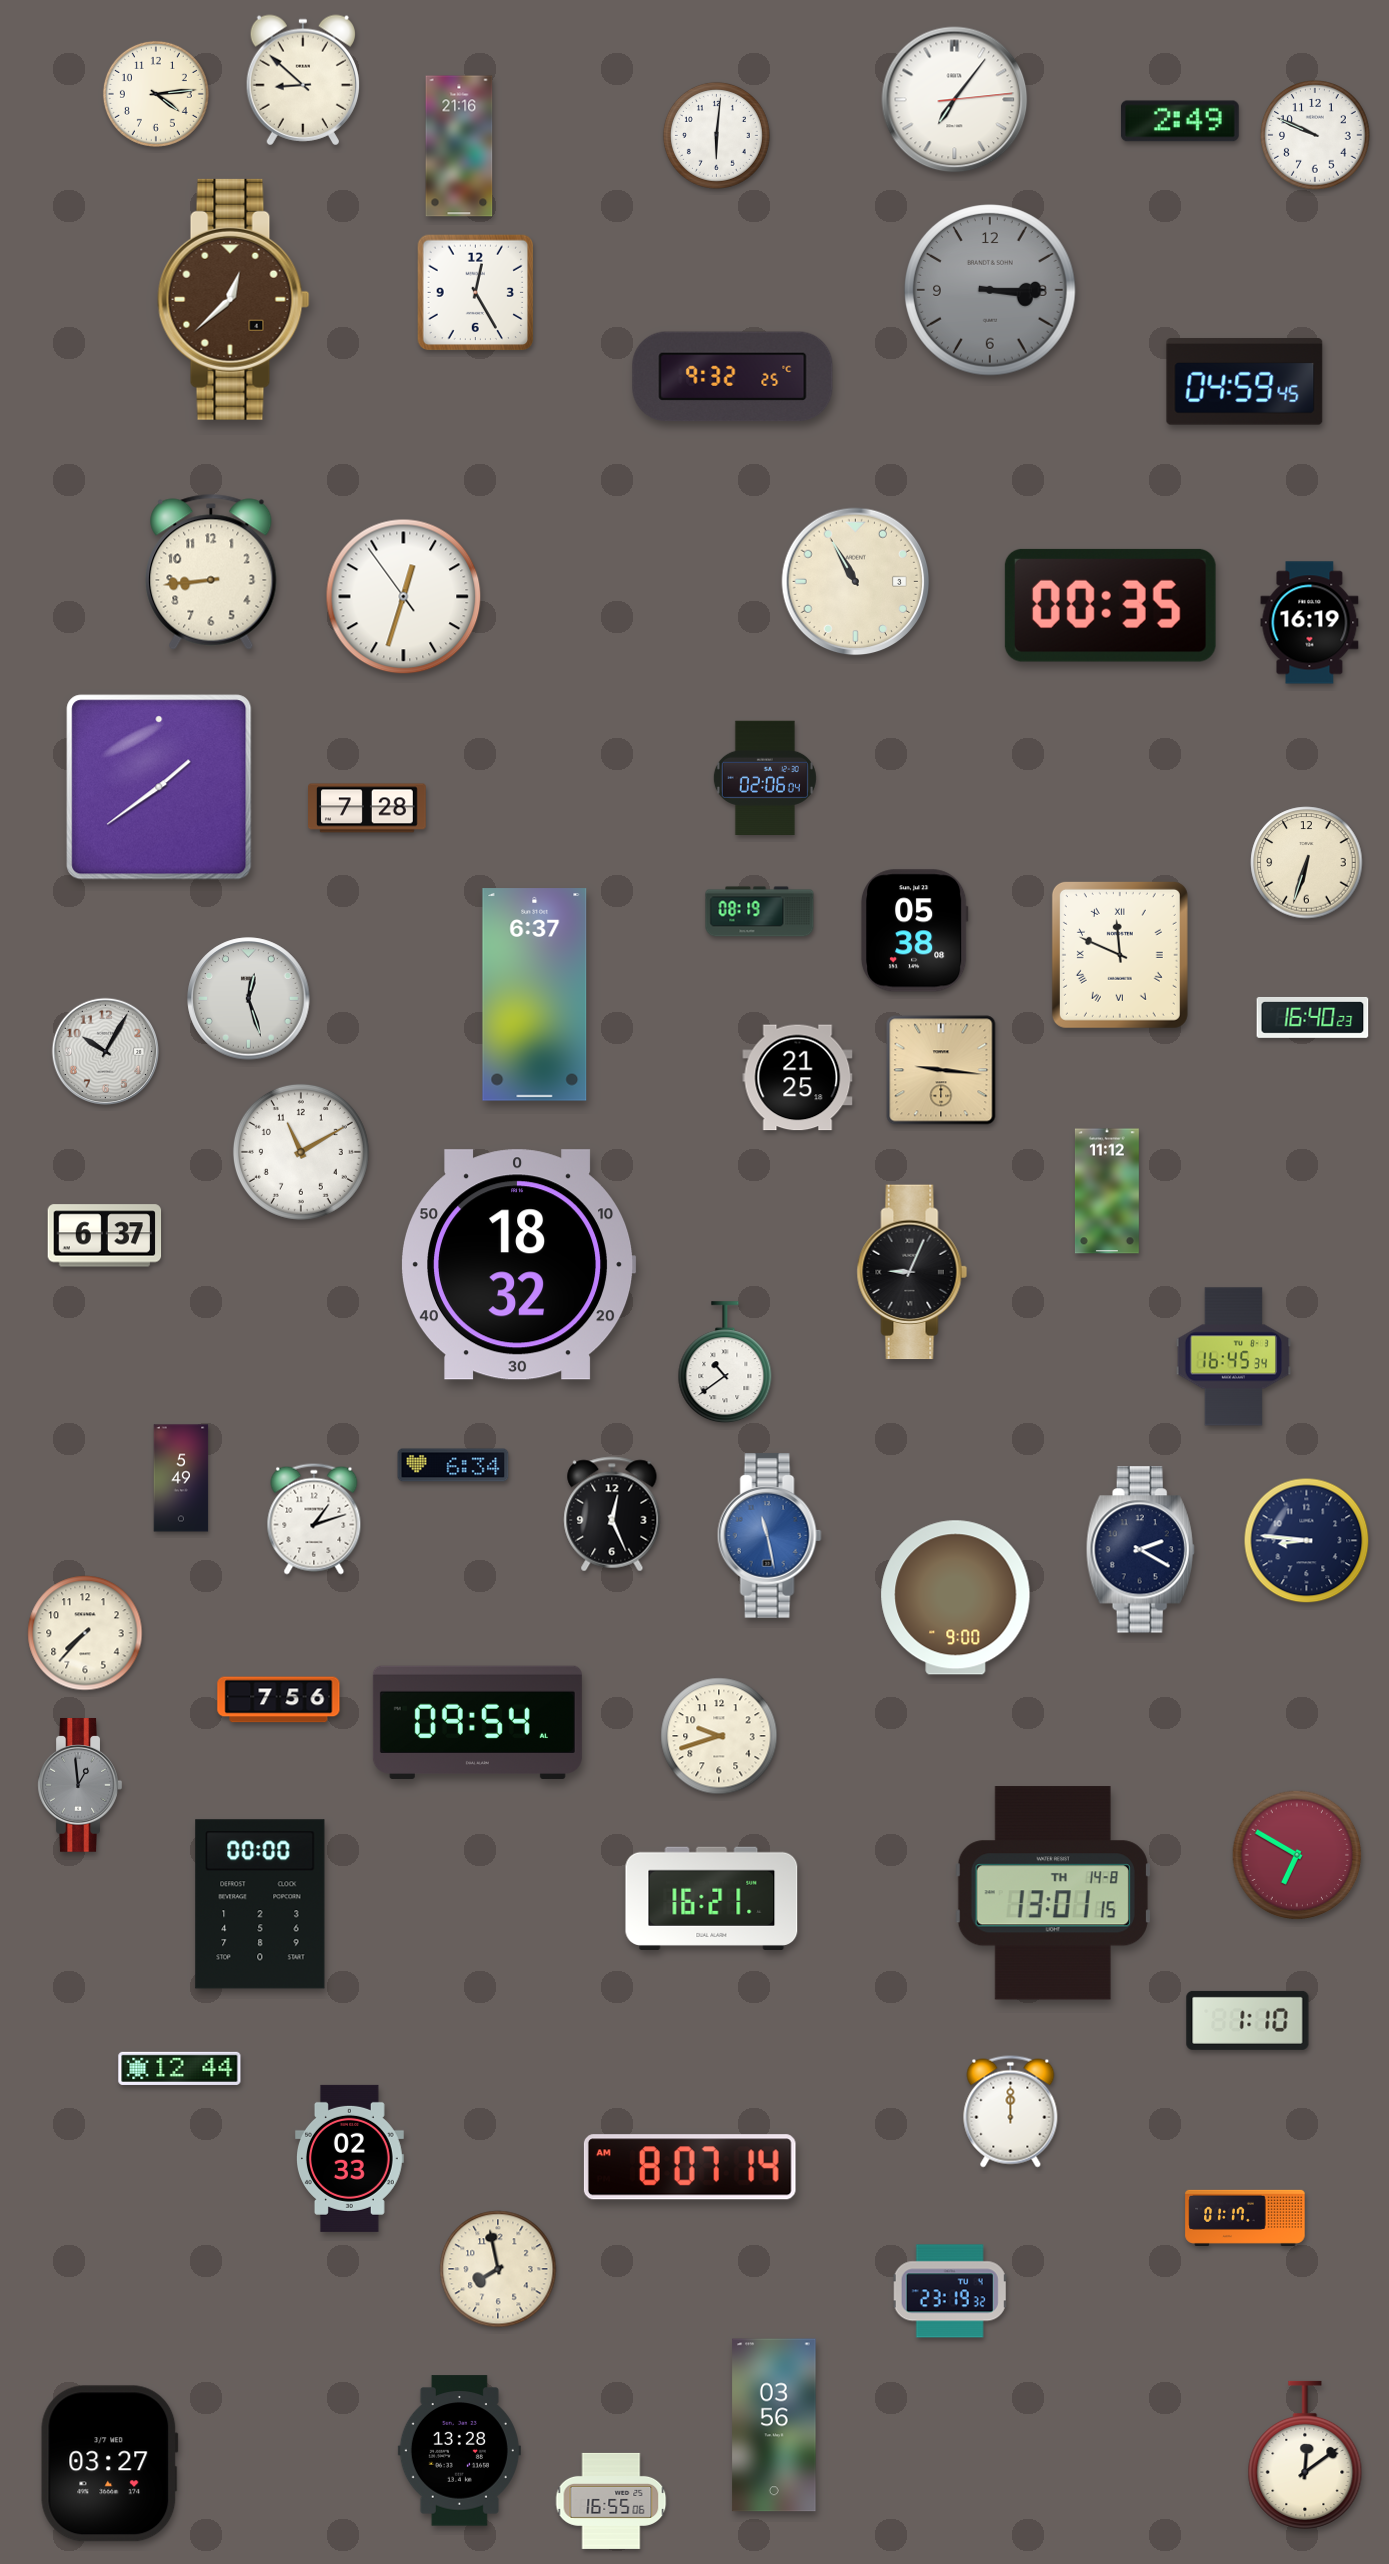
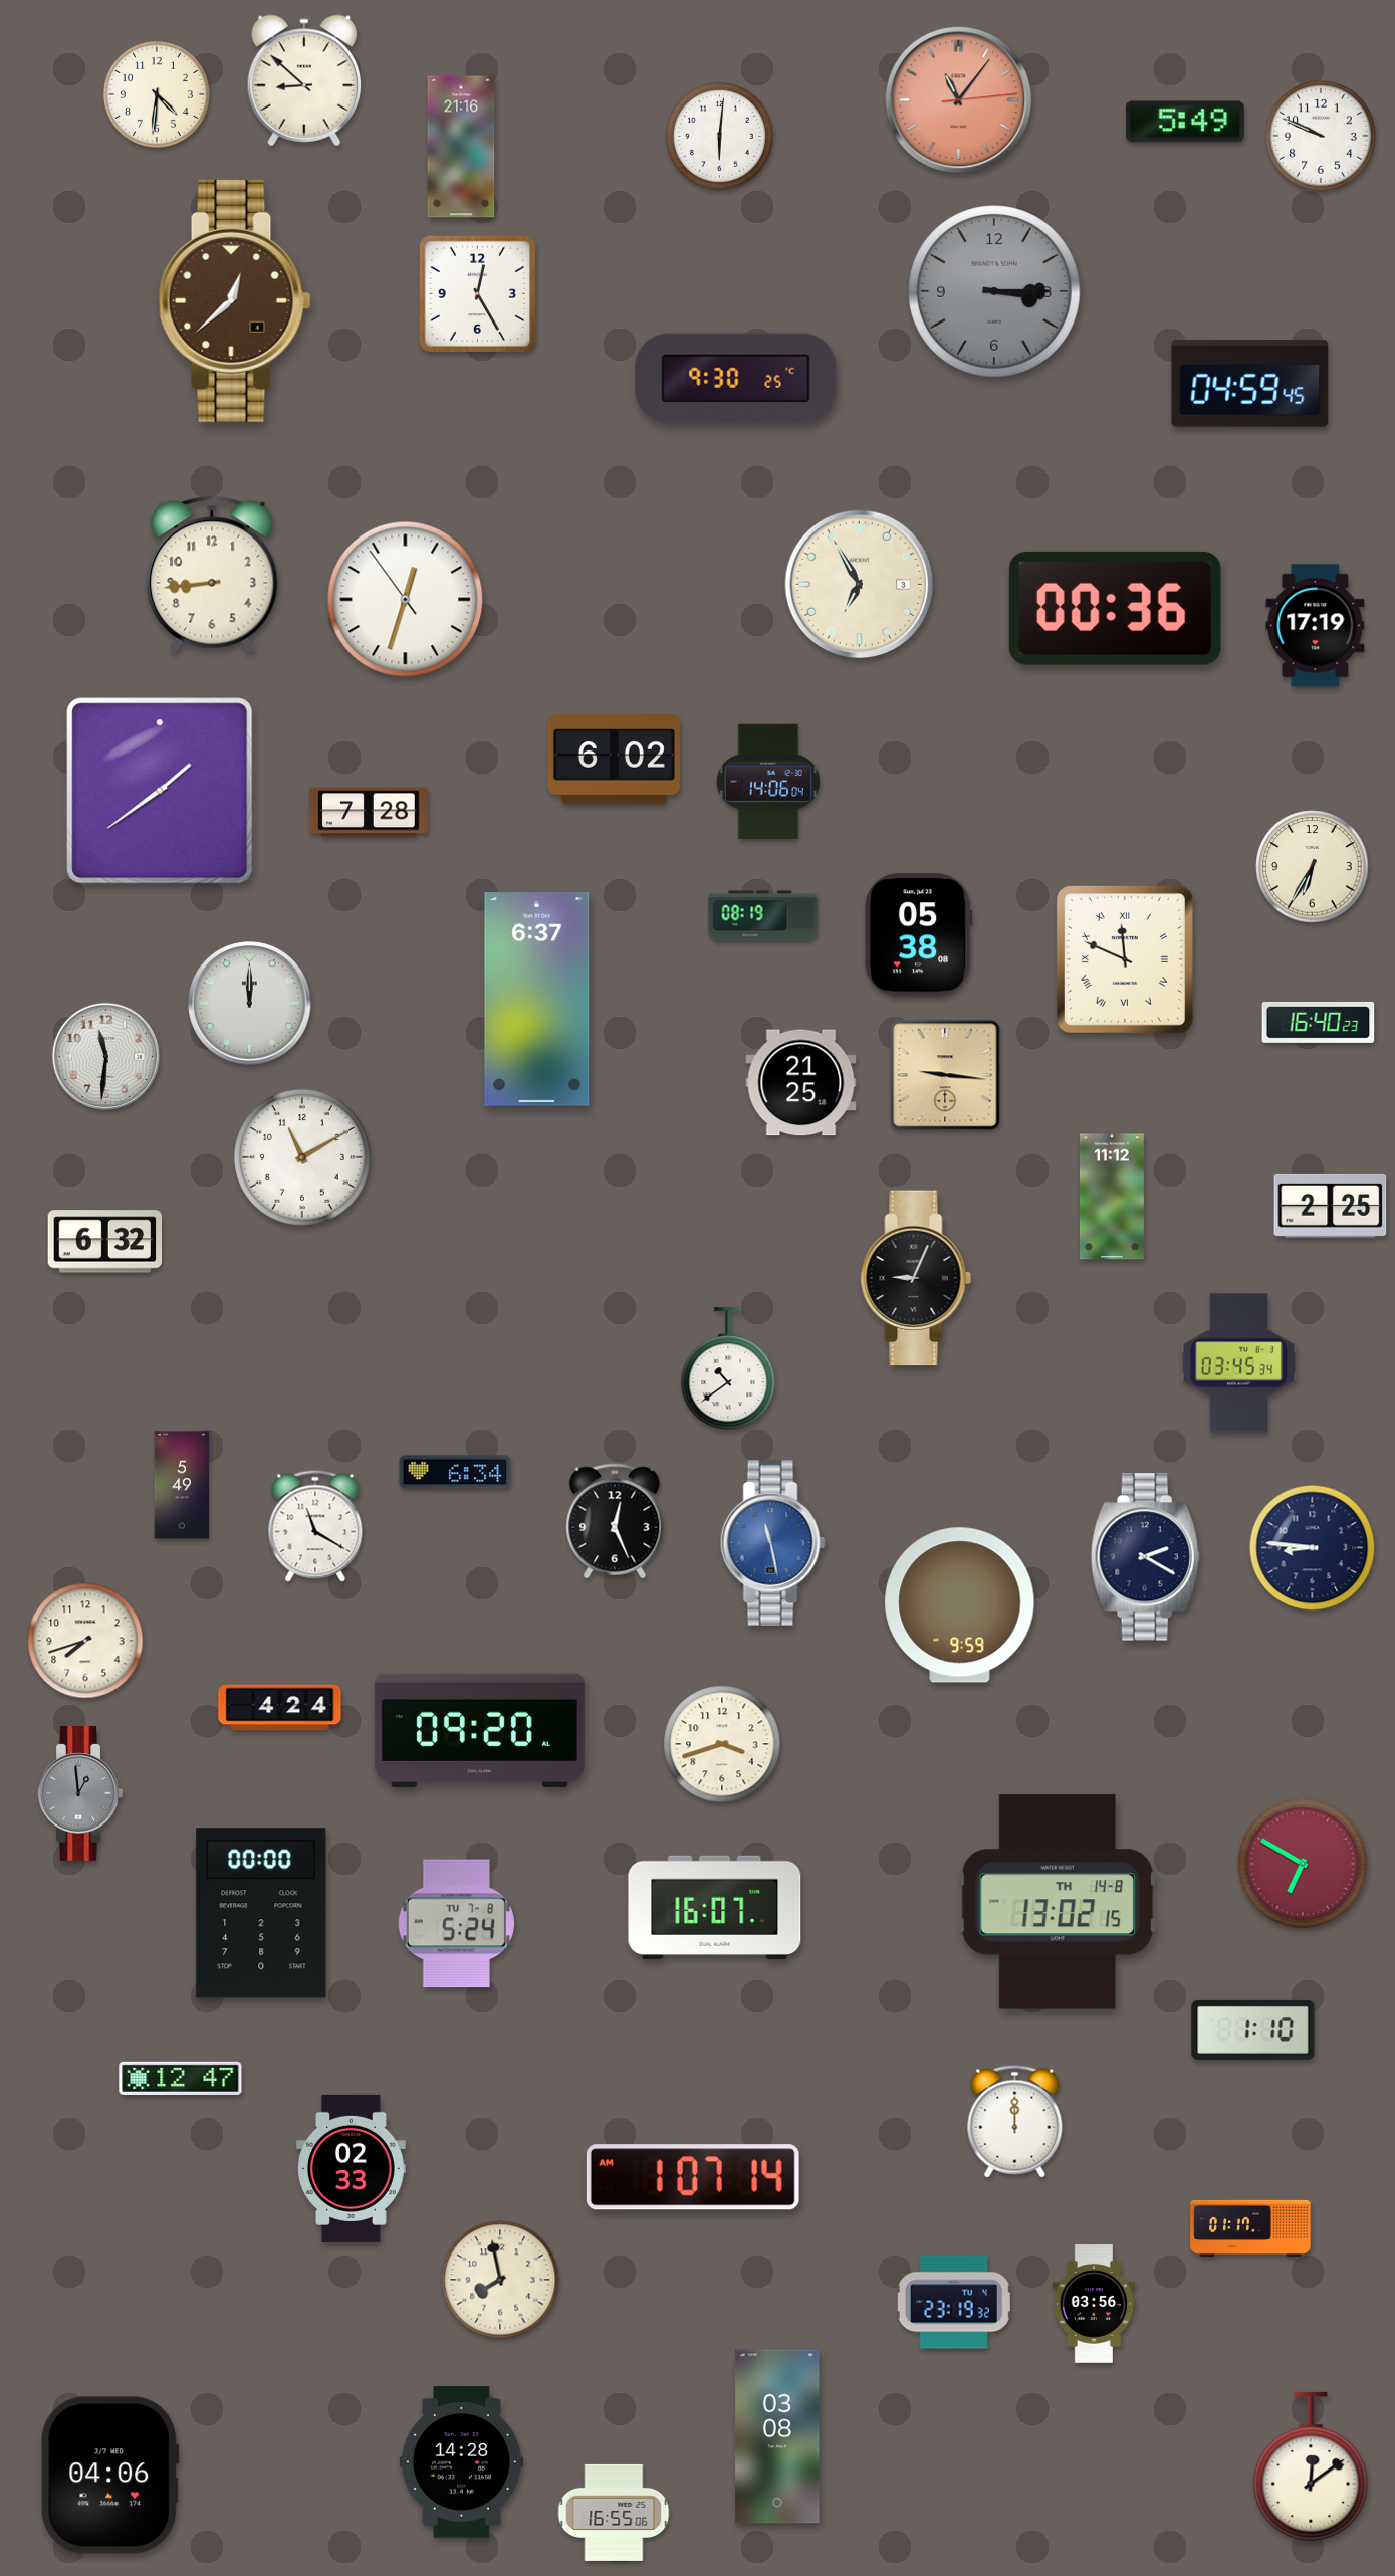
clock at (156, 94): 4:14 -> 4:31
clock at (955, 100): 7:06 -> 11:06
clock at (955, 100) dial: white -> salmon
clock at (1180, 121): 2:49 -> 5:49
clock at (733, 377): 9:32 -> 9:30
clock at (856, 582): 10:55 -> 6:55
clock at (1110, 605): 00:35 -> 00:36
clock at (1310, 623): 16:19 -> 17:19
clock at (614, 760): none -> 6:02
clock at (765, 777): 02:06 -> 14:06
clock at (1307, 863): 6:33 -> 6:35
clock at (249, 999): 12:27 -> 12:00
clock at (105, 1051): 10:05 -> 11:31
clock at (1331, 1206): none -> 2:25
clock at (105, 1236): 6:37 -> 6:32
clock at (519, 1265): 18:32 -> none
clock at (1234, 1357): 16:45 -> 03:45
clock at (314, 1519): 1:12 -> 11:20
clock at (956, 1598): 9:00 -> 9:59
clock at (85, 1633): 7:37 -> 7:42
clock at (279, 1700): 7:56 -> 4:24
clock at (477, 1722): 09:54 -> 09:20
clock at (719, 1736): 9:42 -> 3:42
clock at (1053, 1893): 13:01 -> 13:02
clock at (712, 1898): 16:21 -> 16:07
clock at (456, 1924): none -> 5:24
clock at (180, 2068): 12:44 -> 12:47
clock at (690, 2167): 8:07 -> 1:07
clock at (1094, 2305): none -> 03:56
clock at (774, 2425): 03:56 -> 03:08
clock at (459, 2451): 13:28 -> 14:28
clock at (110, 2464): 03:27 -> 04:06
